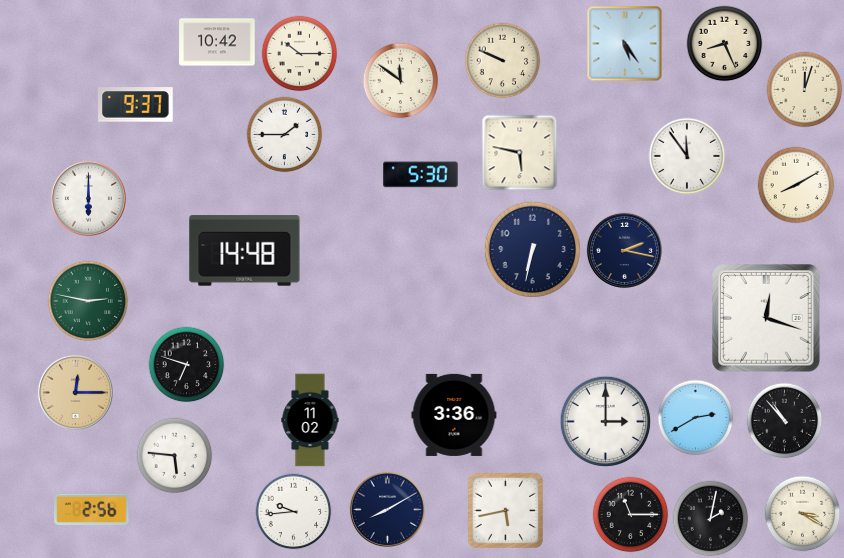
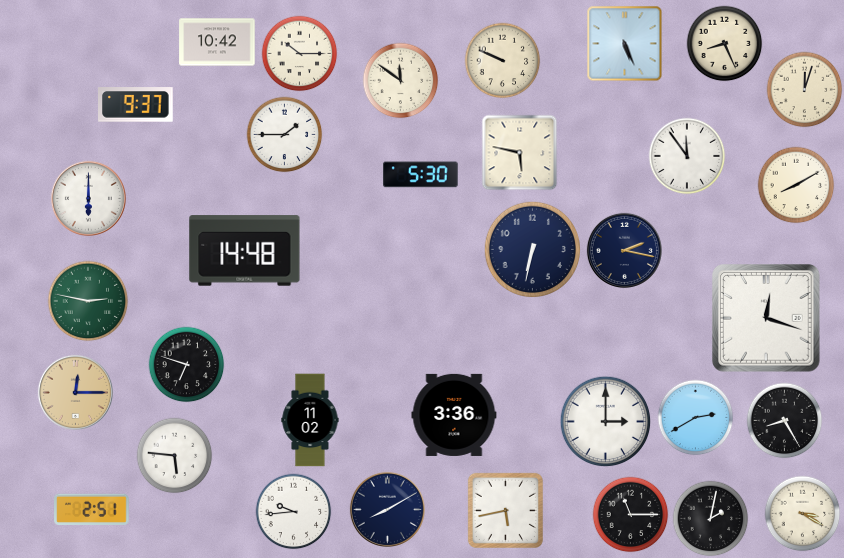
clock at (625, 44): 5:24 -> 5:26
clock at (785, 421): 10:53 -> 8:25
clock at (92, 510): 2:56 -> 2:51
